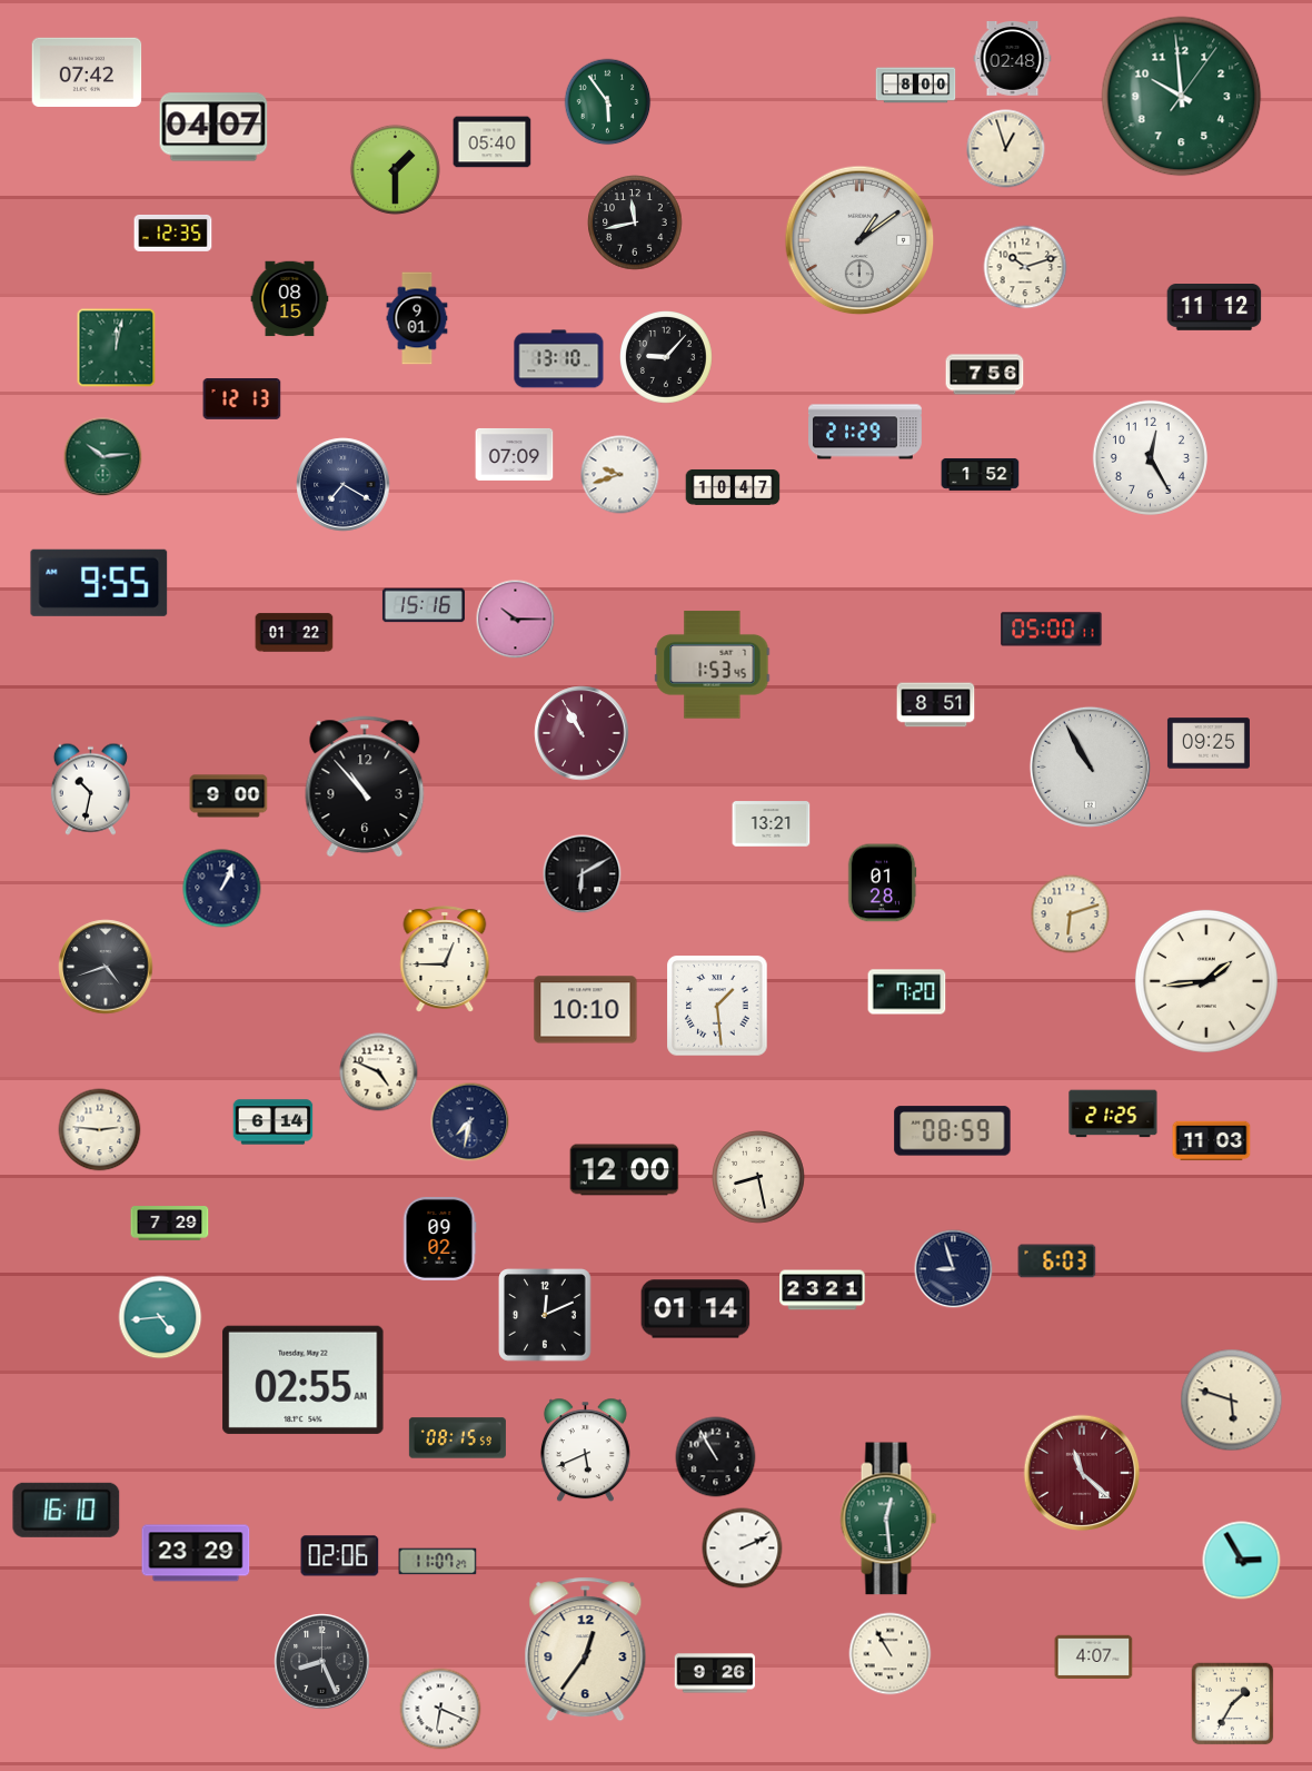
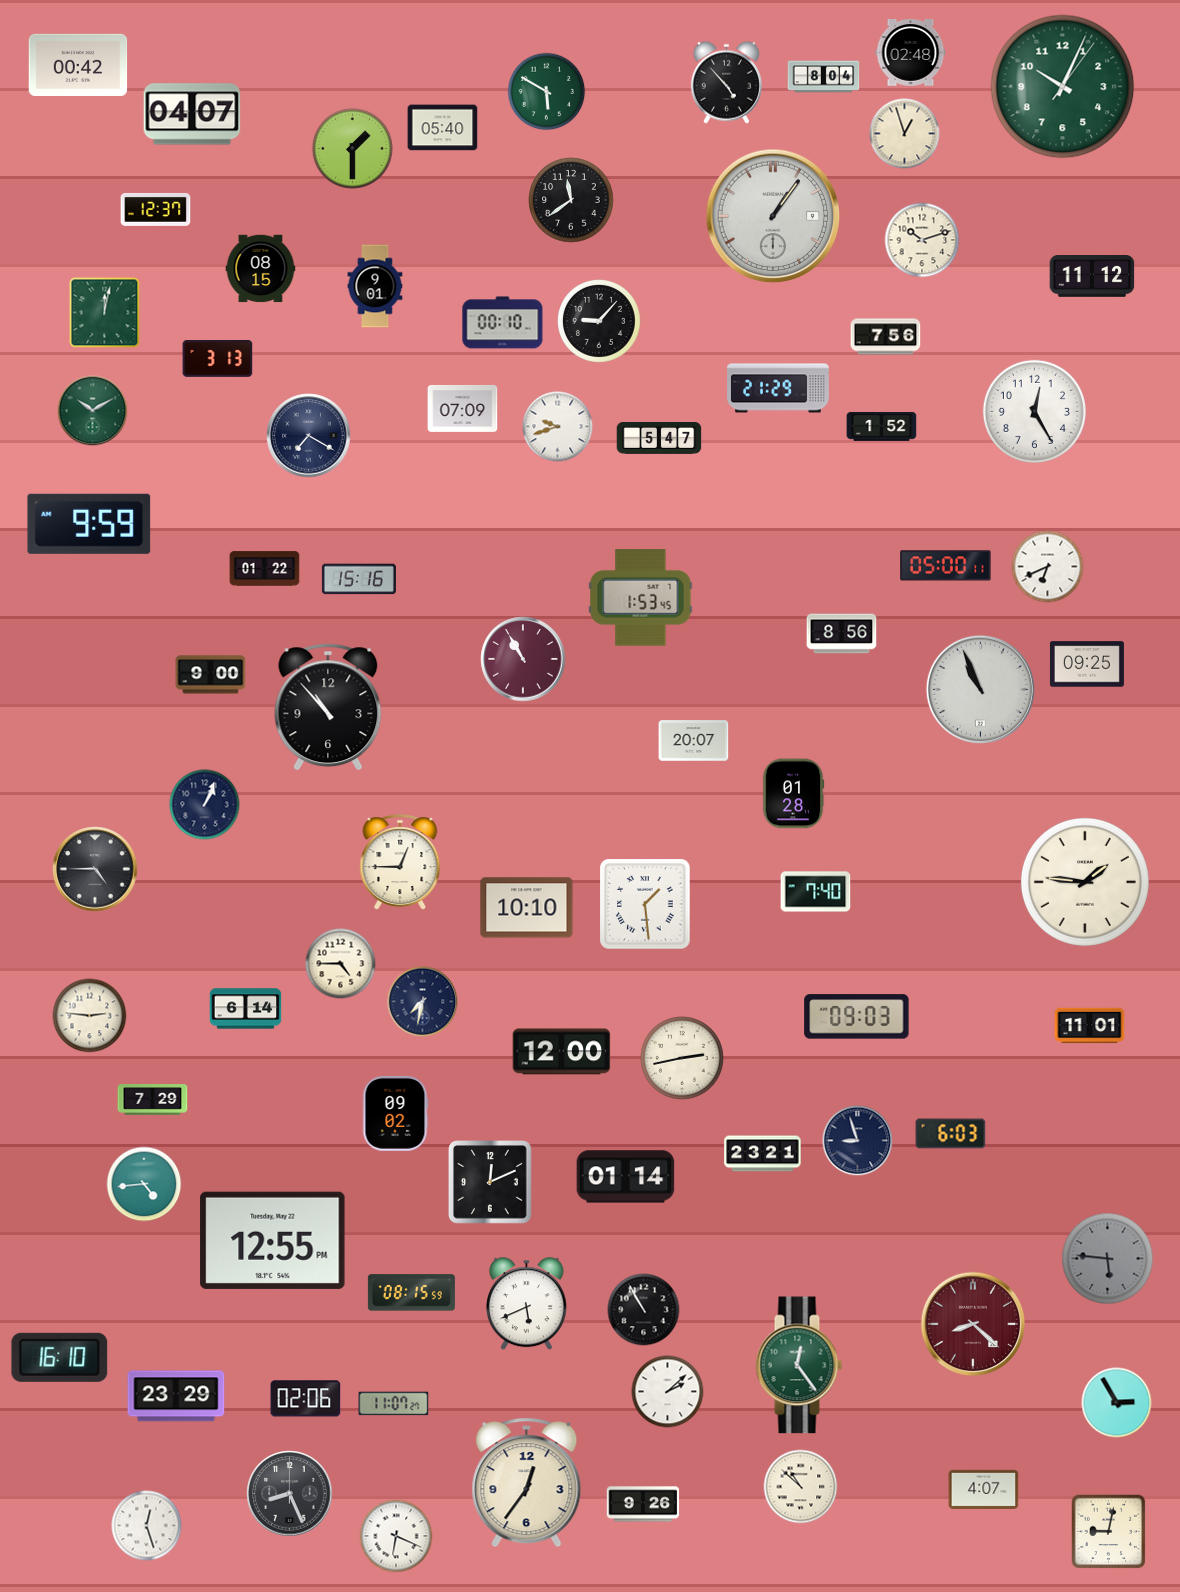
clock at (87, 71): 07:42 -> 00:42
clock at (916, 86): 8:00 -> 8:04
clock at (726, 82): none -> 4:53
clock at (1182, 97): 9:59 -> 10:04
clock at (608, 102): 5:54 -> 5:50
clock at (395, 169) position: (395, 169) -> (352, 148)
clock at (635, 222): 11:43 -> 11:39
clock at (173, 234): 12:35 -> 12:37
clock at (859, 240): 1:09 -> 1:06
clock at (559, 359): 13:10 -> 00:10
clock at (242, 399): 12:13 -> 3:13
clock at (103, 457): 10:14 -> 10:10
clock at (733, 487): 10:47 -> 5:47
clock at (99, 583): 9:55 -> 9:59
clock at (424, 605) position: (424, 605) -> (359, 579)
clock at (516, 620): 10:15 -> none
clock at (1048, 567): none -> 6:41
clock at (936, 705): 8:51 -> 8:56
clock at (1209, 743) position: (1209, 743) -> (1087, 664)
clock at (1090, 766): 10:55 -> 10:56
clock at (90, 789): 10:32 -> none
clock at (229, 797) position: (229, 797) -> (211, 675)
clock at (772, 824): 13:21 -> 20:07
clock at (583, 874): 6:10 -> none
clock at (222, 889) position: (222, 889) -> (205, 805)
clock at (1071, 914): 6:12 -> none
clock at (106, 967): 4:42 -> 4:45
clock at (1206, 981): 1:44 -> 1:46
clock at (907, 992): 7:20 -> 7:40
clock at (379, 1072): 4:49 -> 4:45
clock at (1113, 1114): 21:25 -> none
clock at (470, 1122) position: (470, 1122) -> (423, 1002)
clock at (953, 1131): 08:59 -> 09:03
clock at (1212, 1141): 11:03 -> 11:01
clock at (759, 1178): 8:28 -> 2:43
clock at (823, 1290) position: (823, 1290) -> (763, 1154)
clock at (304, 1379): 02:55 -> 12:55
clock at (1232, 1401): 5:48 -> 5:46
clock at (1232, 1401) dial: cream -> grey
clock at (1082, 1473): 11:22 -> 8:22
clock at (888, 1518): 12:29 -> 12:24
clock at (743, 1549): 2:11 -> 2:08
clock at (891, 1654): 10:55 -> 10:52
clock at (147, 1526): none -> 12:27
clock at (1233, 1704): 1:35 -> 9:02
